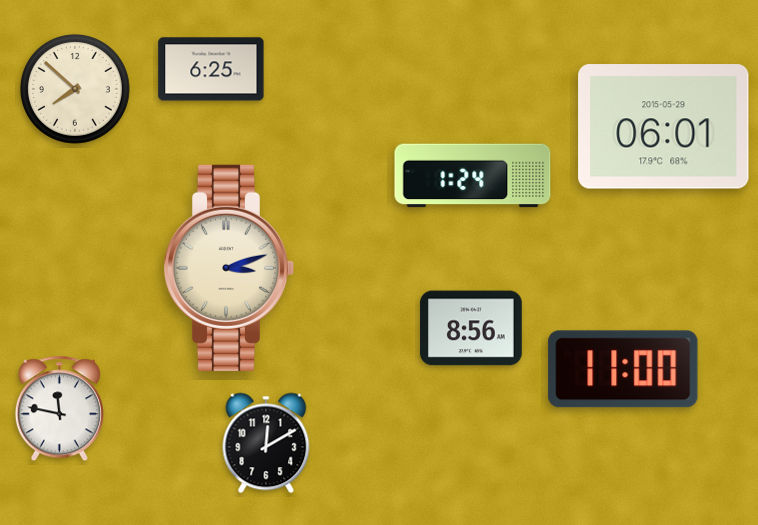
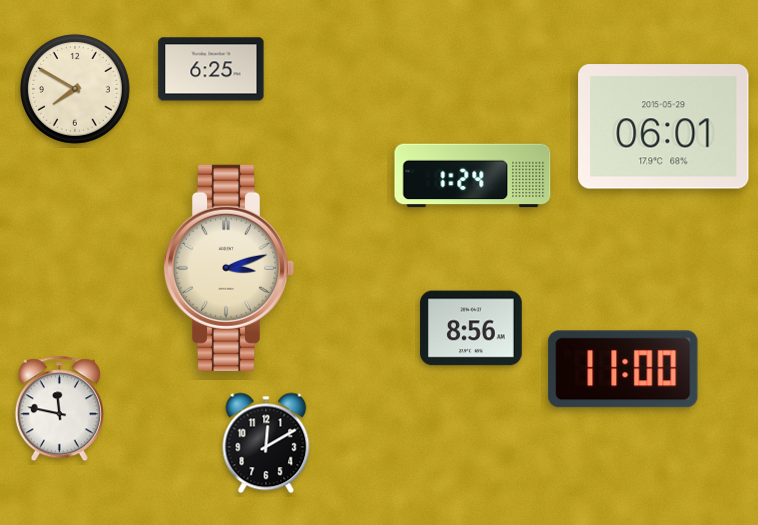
clock at (75, 89): 7:52 -> 7:50
